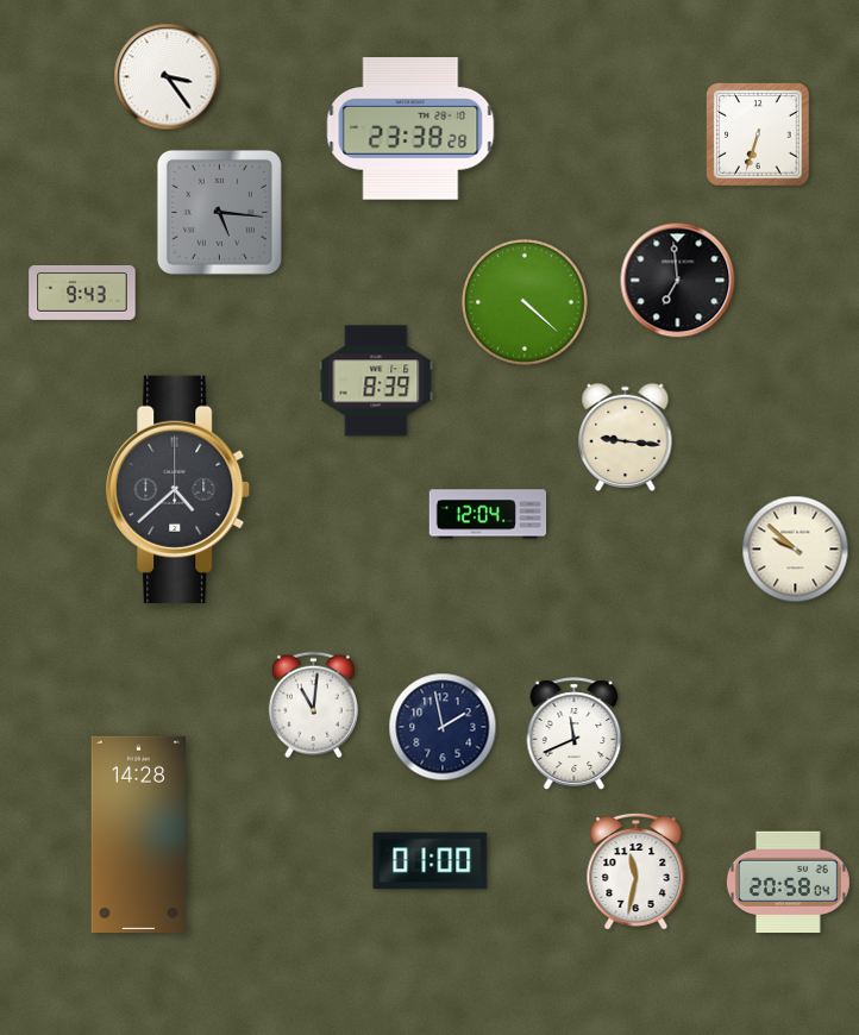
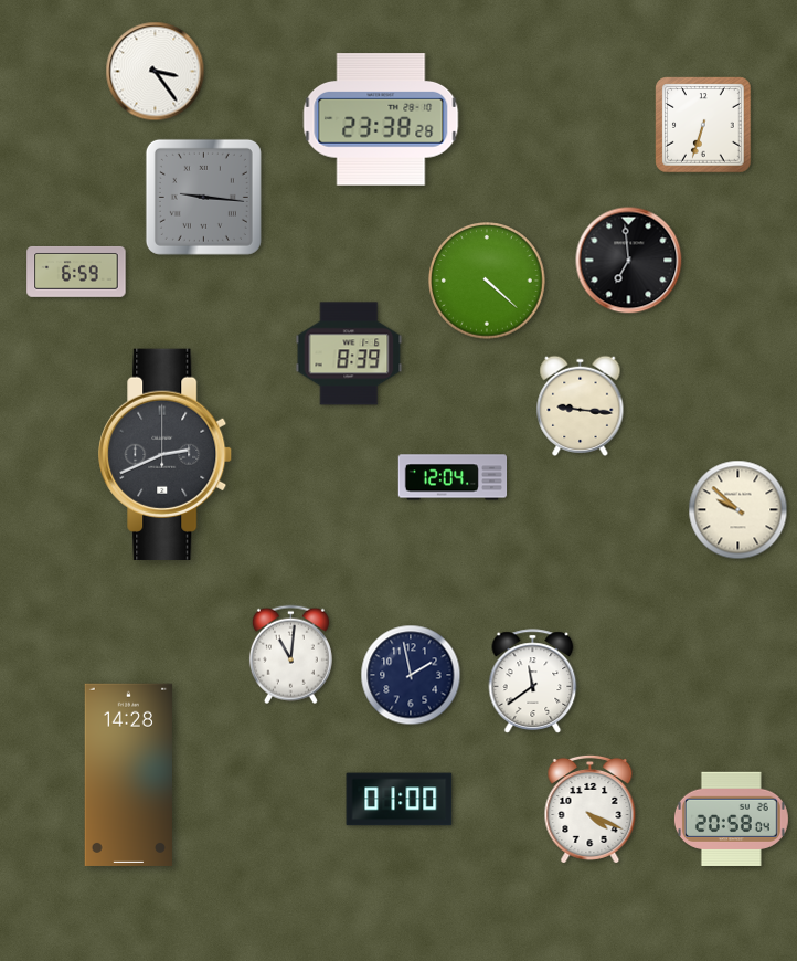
clock at (219, 212): 5:16 -> 9:16
clock at (82, 293): 9:43 -> 6:59
clock at (178, 489): 4:38 -> 2:41
clock at (575, 734): 11:41 -> 11:39
clock at (637, 871): 11:32 -> 4:19
